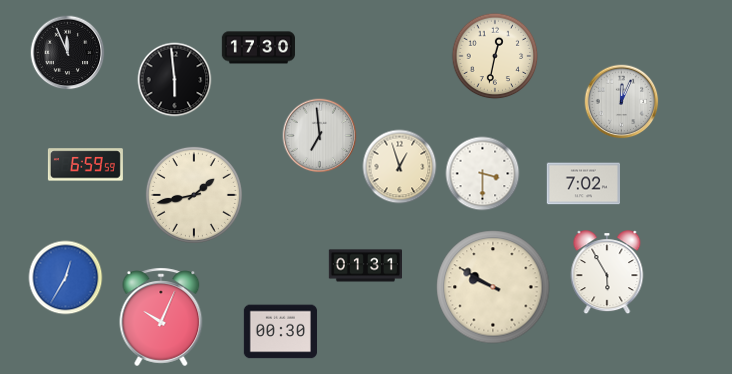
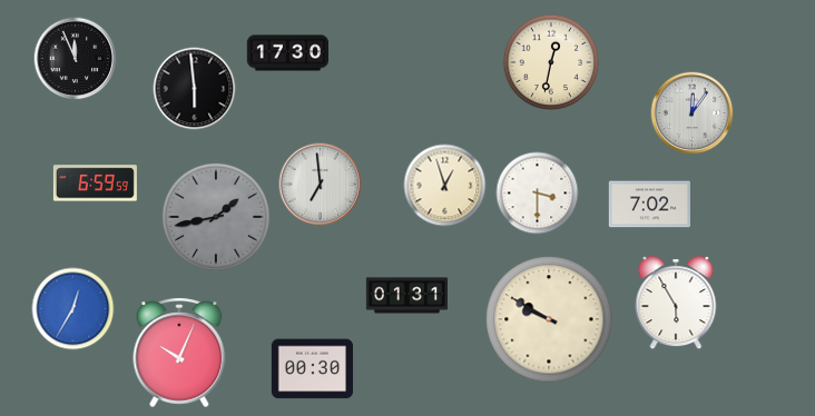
clock at (622, 102): 12:04 -> 12:06
clock at (320, 136) position: (320, 136) -> (321, 185)
clock at (194, 195) dial: cream -> grey
